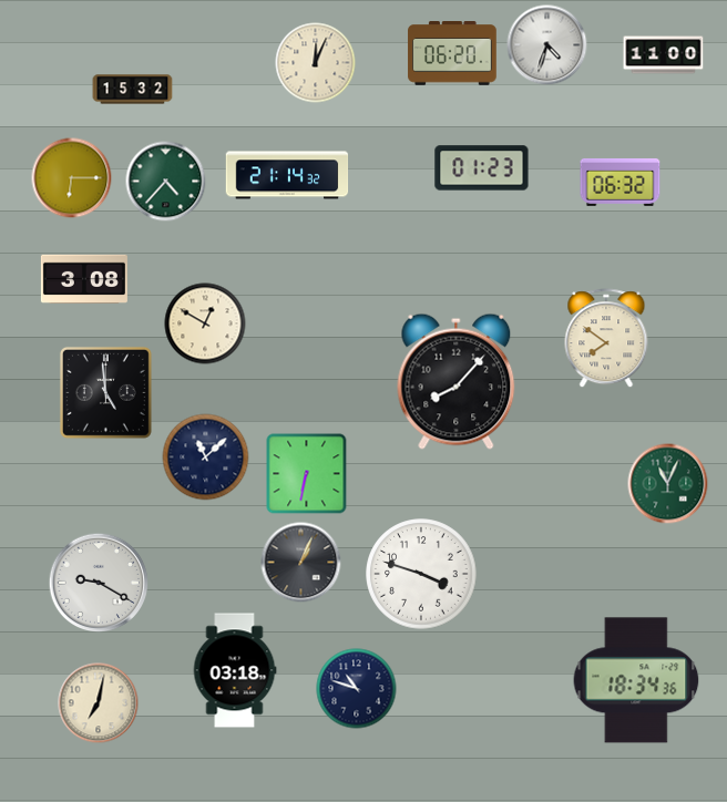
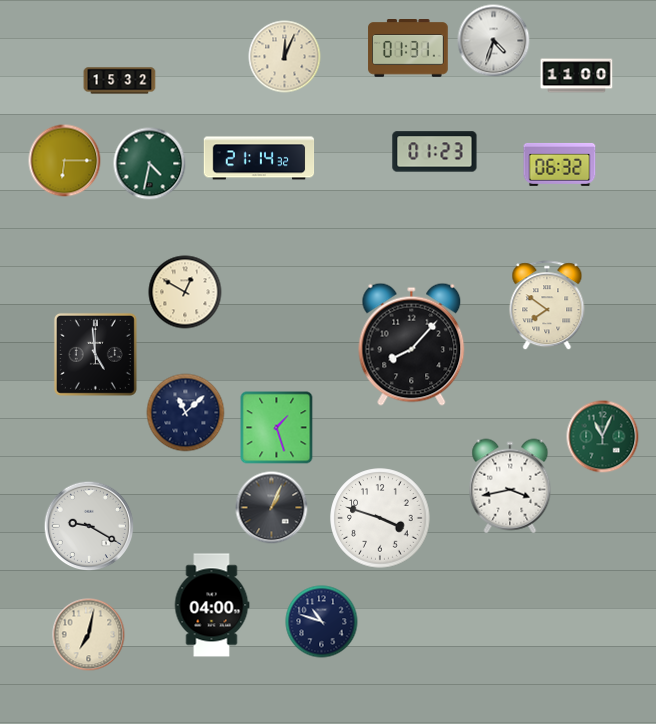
clock at (452, 54): 06:20 -> 01:31
clock at (664, 55) position: (664, 55) -> (577, 76)
clock at (166, 182): 4:37 -> 4:32
clock at (84, 278): 3:08 -> none
clock at (307, 474): 6:32 -> 1:27
clock at (510, 486): none -> 3:43
clock at (235, 670): 03:18 -> 04:00
clock at (636, 680): 18:34 -> none
